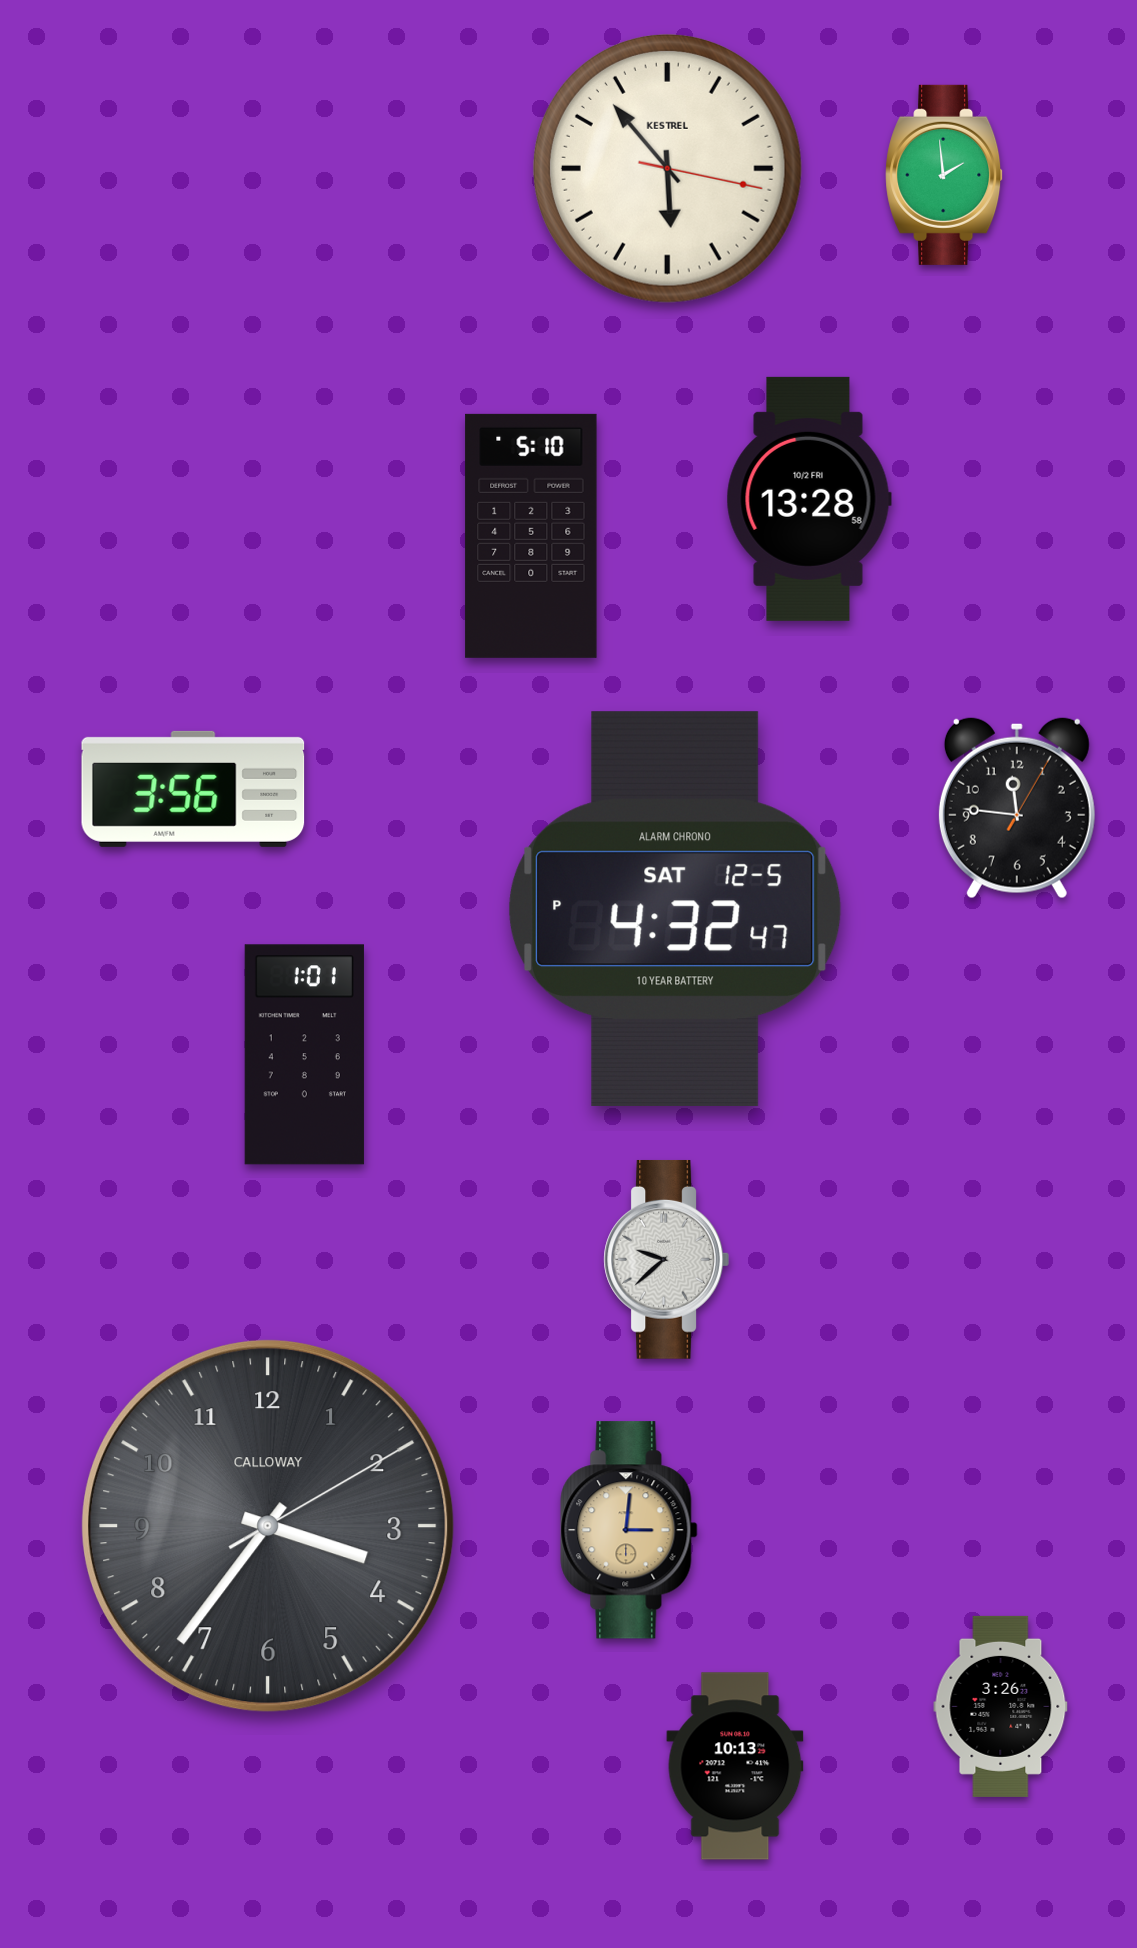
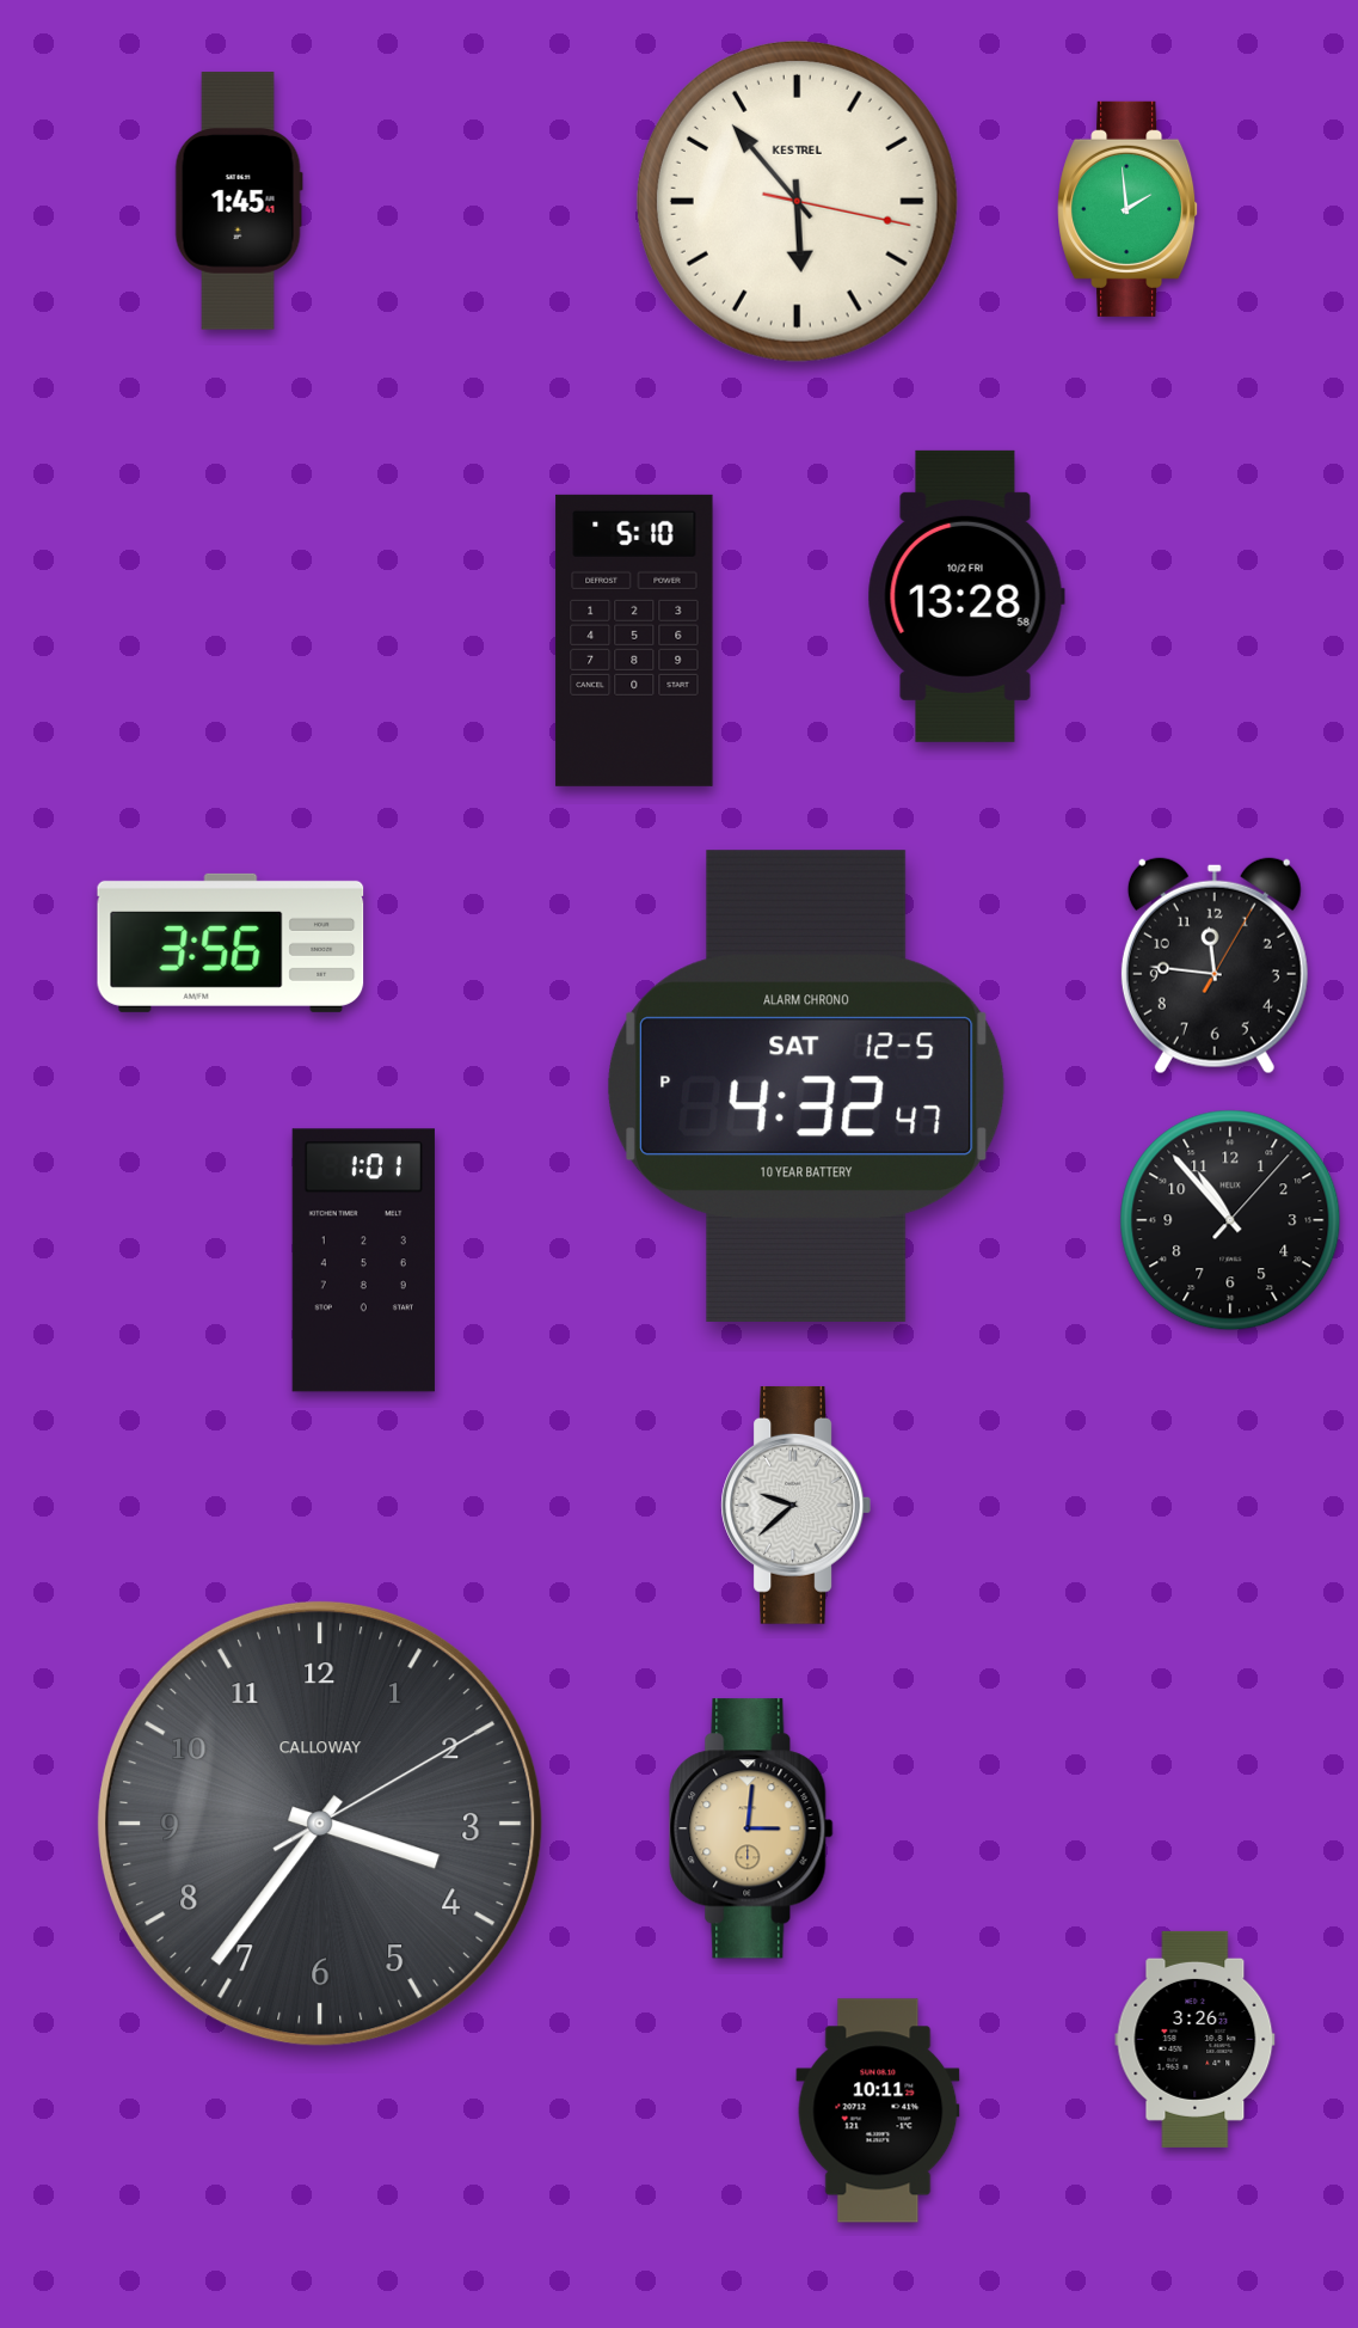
clock at (239, 201): none -> 1:45
clock at (1230, 1220): none -> 10:53
clock at (735, 1766): 10:13 -> 10:11
